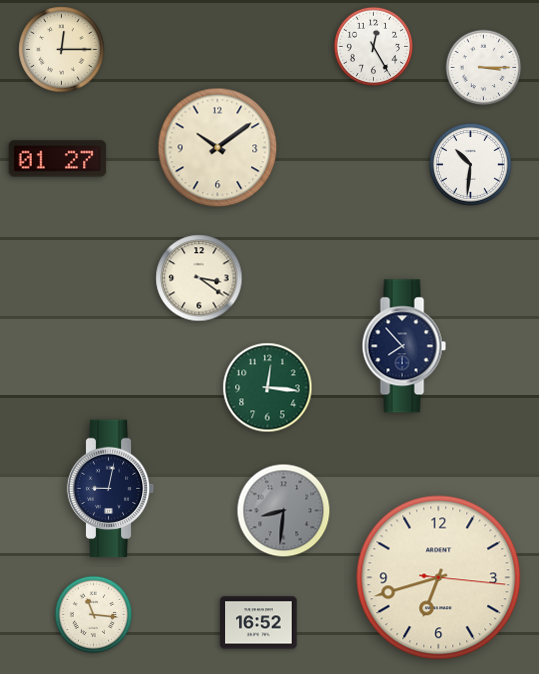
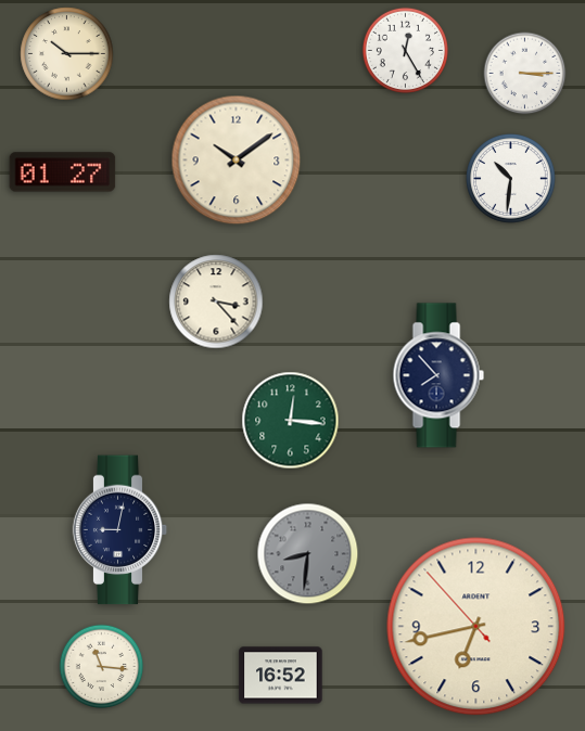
clock at (62, 50): 12:15 -> 10:15
clock at (199, 278): 3:21 -> 3:23
clock at (439, 578): 6:42:16 -> 6:42:53
